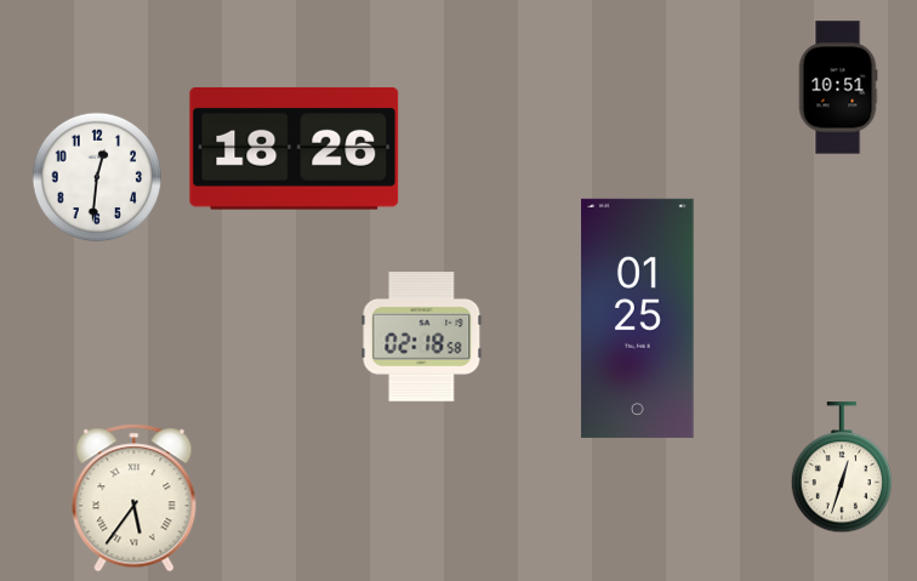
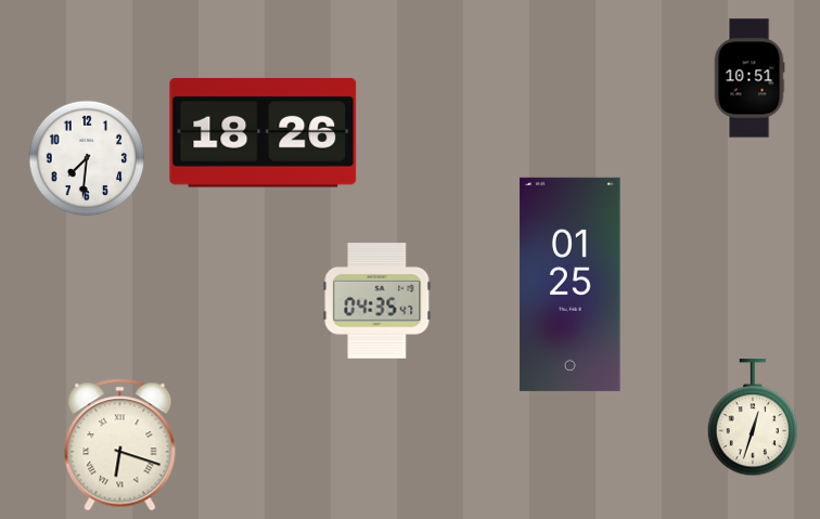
clock at (97, 177): 12:31 -> 7:31
clock at (422, 337): 02:18 -> 04:35
clock at (135, 499): 5:36 -> 6:18
